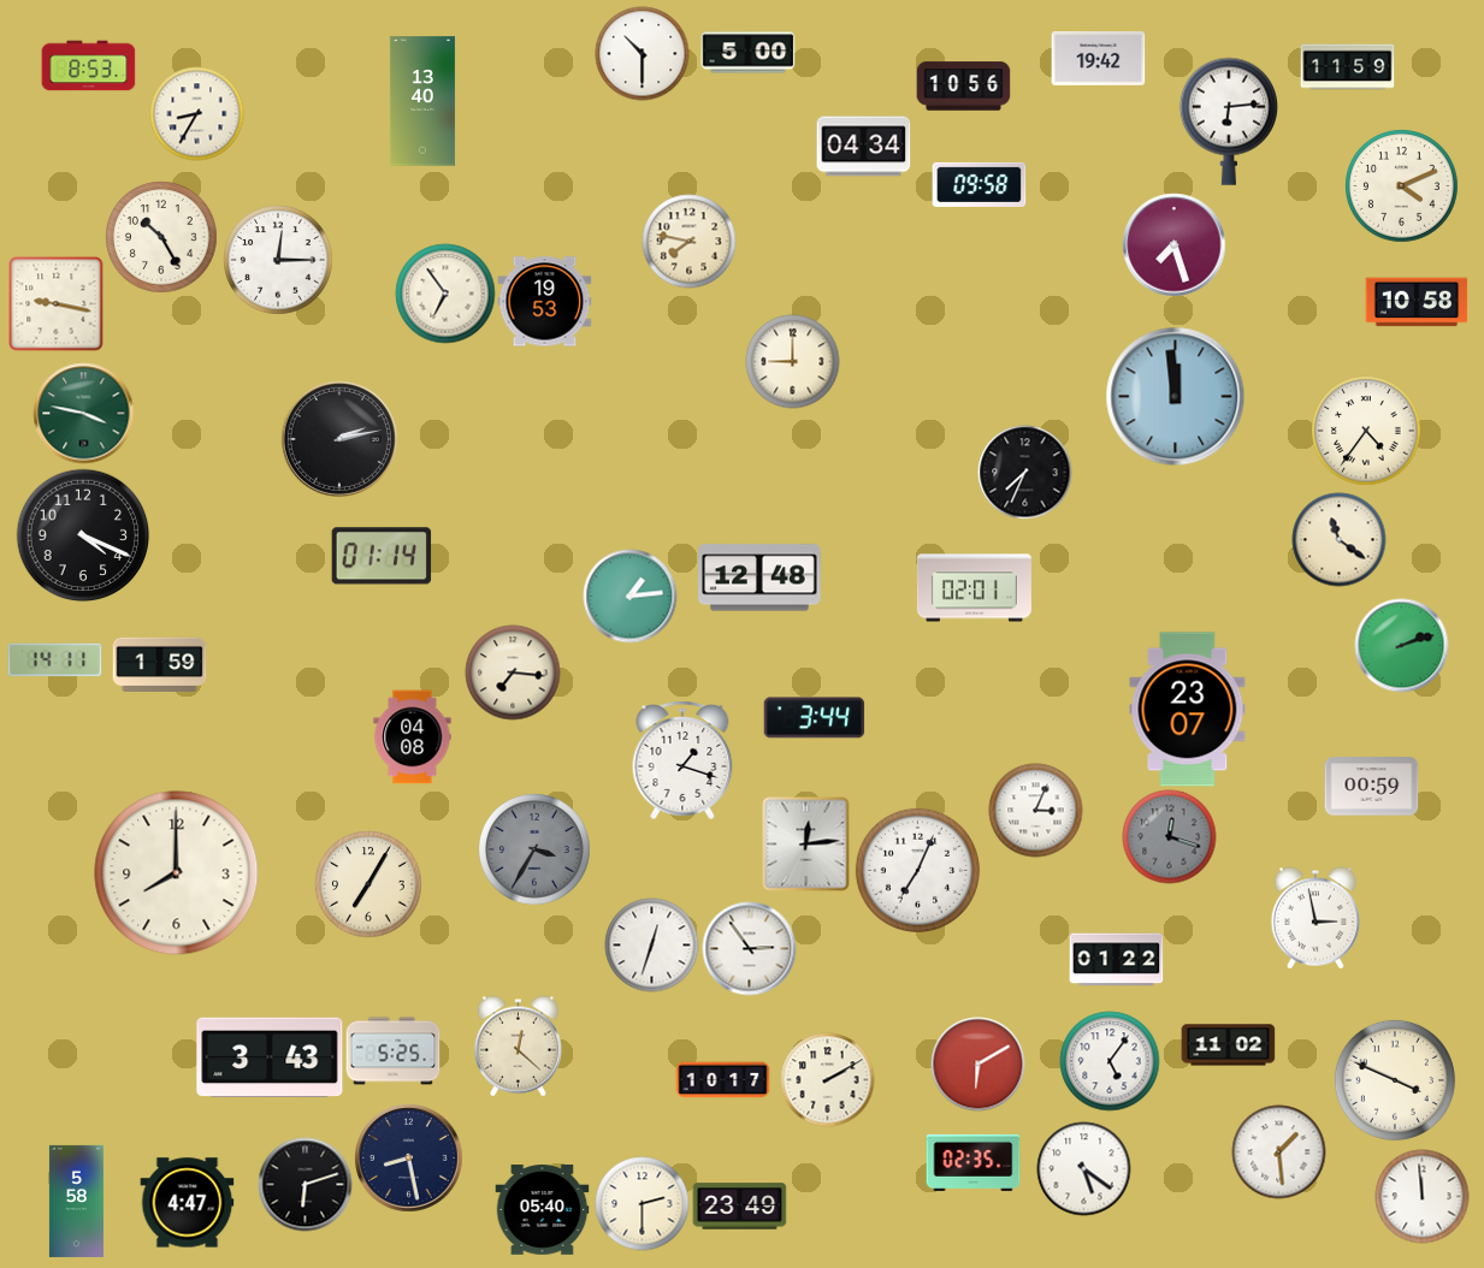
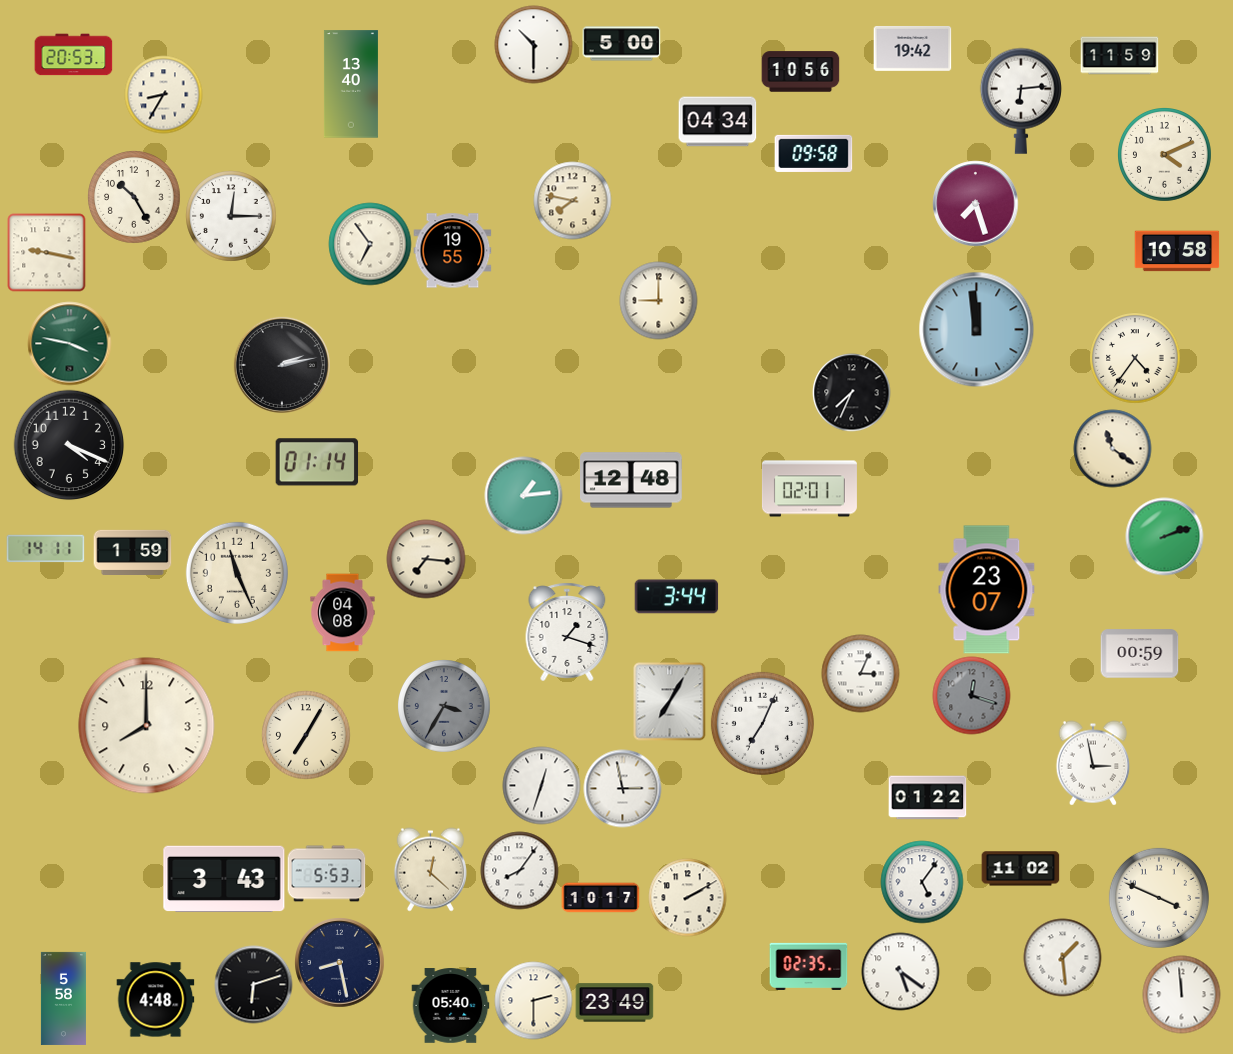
clock at (88, 66): 8:53 -> 20:53
clock at (544, 302): 19:53 -> 19:55
clock at (237, 573): none -> 11:26
clock at (806, 843): 12:14 -> 7:05
clock at (749, 948): 2:54 -> 2:58
clock at (519, 870): none -> 8:06
clock at (392, 1051): 5:25 -> 5:53
clock at (977, 1063): 6:10 -> none
clock at (187, 1203): 4:47 -> 4:48
